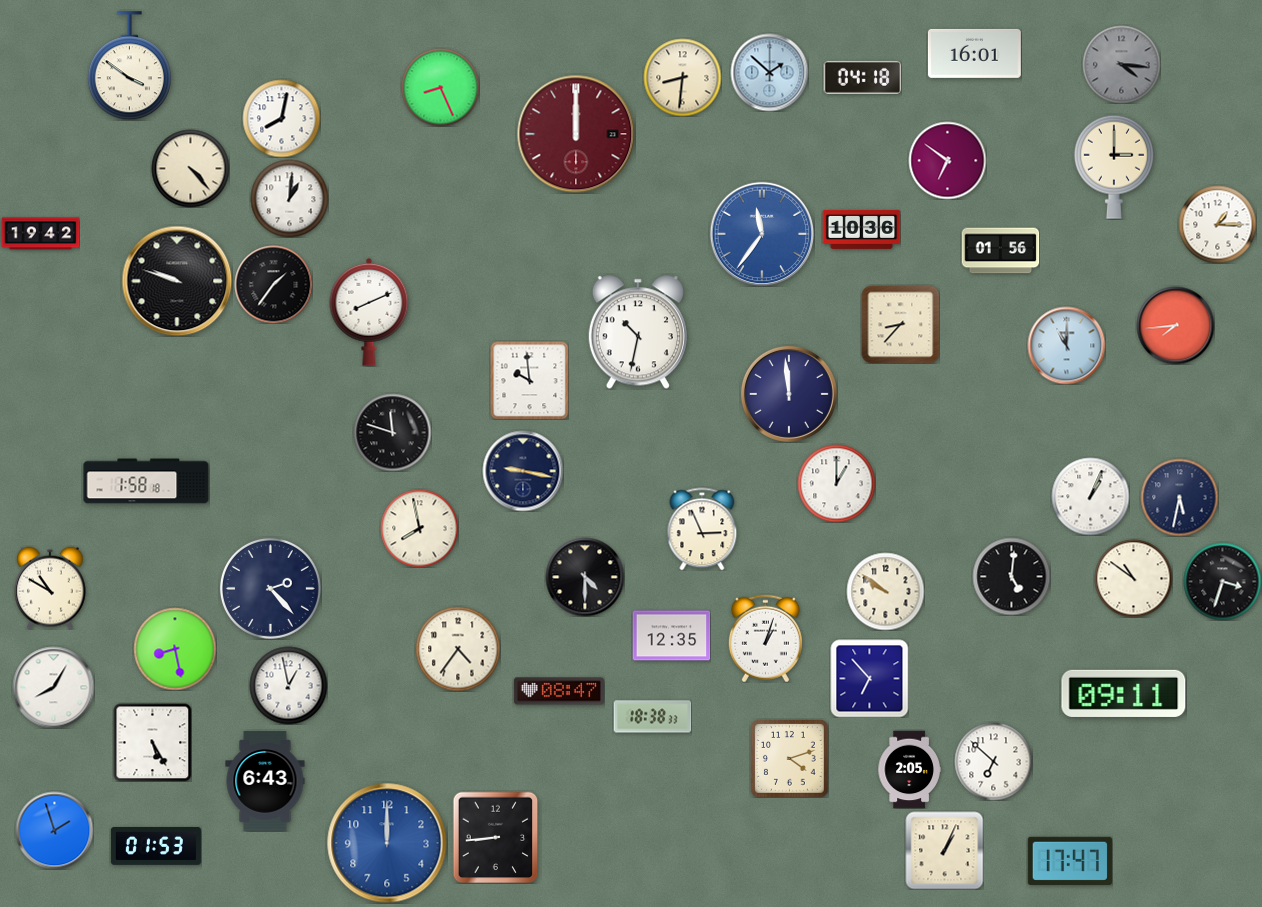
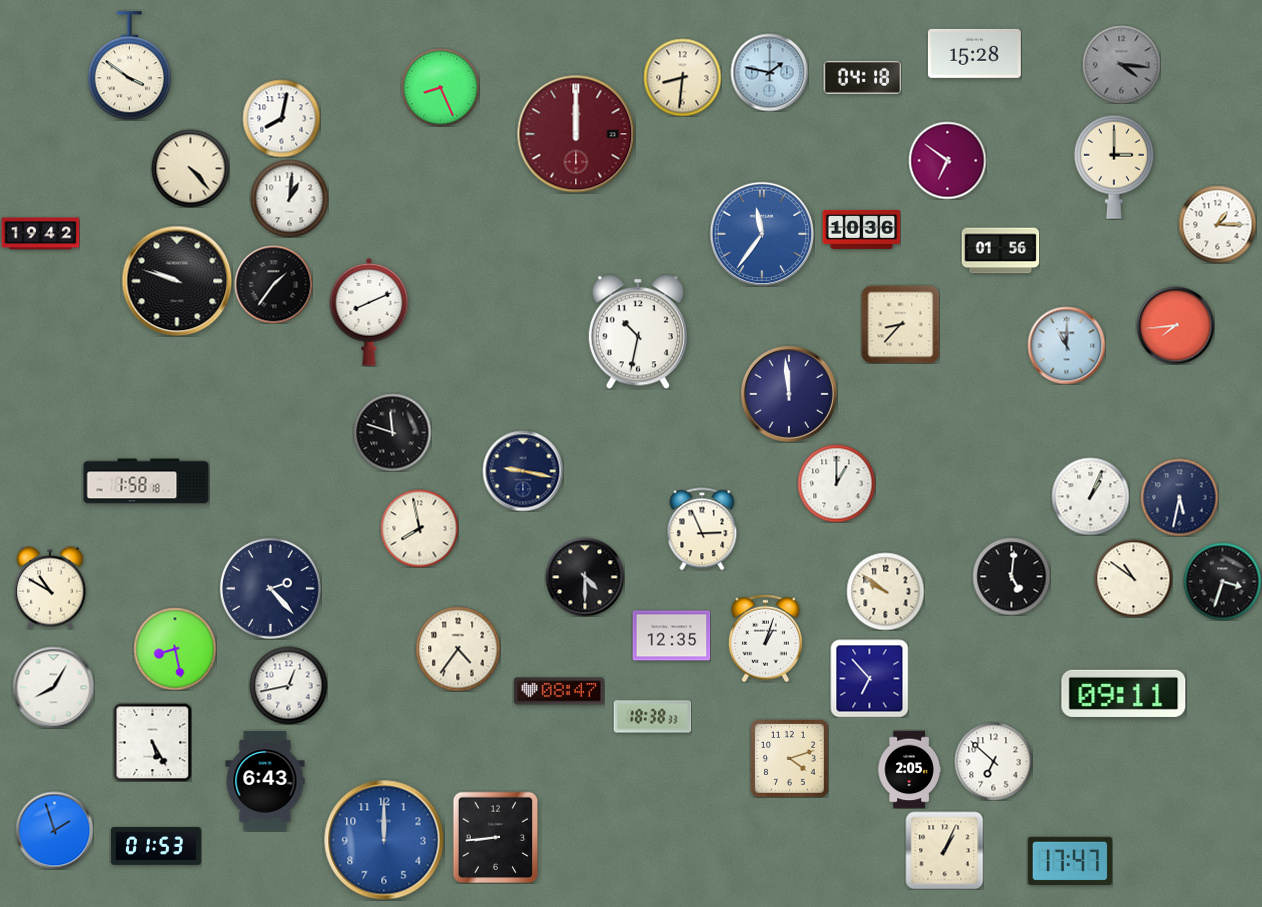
clock at (974, 53): 16:01 -> 15:28
clock at (769, 72): 1:52 -> 1:47
clock at (529, 380): 9:59 -> none
clock at (288, 685): 12:58 -> 12:43
clock at (387, 843) position: (387, 843) -> (384, 840)
